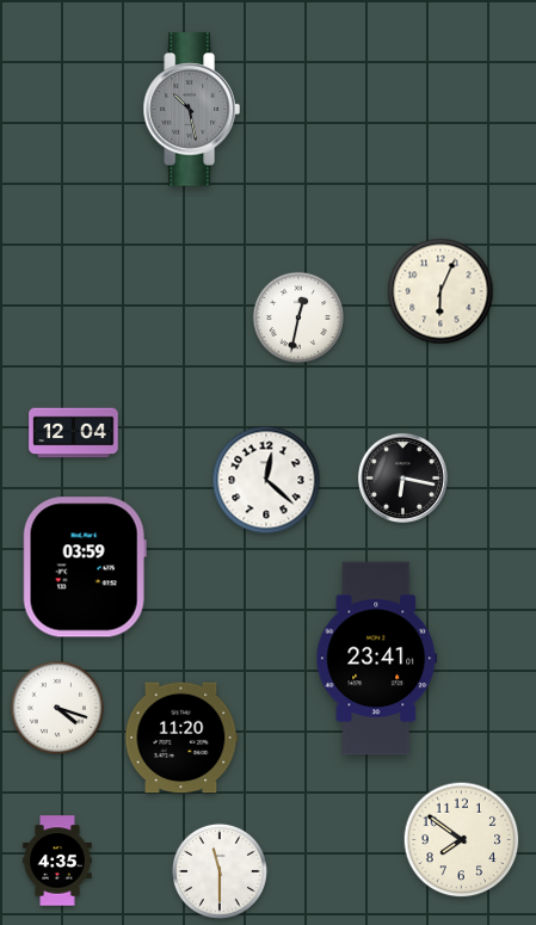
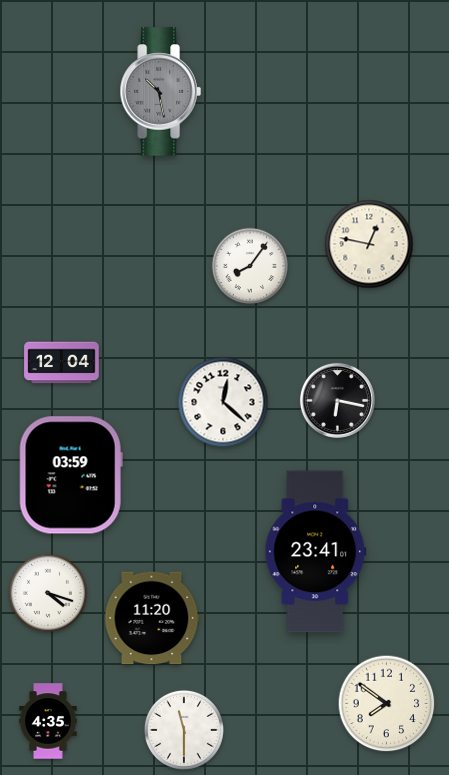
clock at (440, 291): 6:04 -> 12:47
clock at (298, 317): 12:32 -> 8:06
